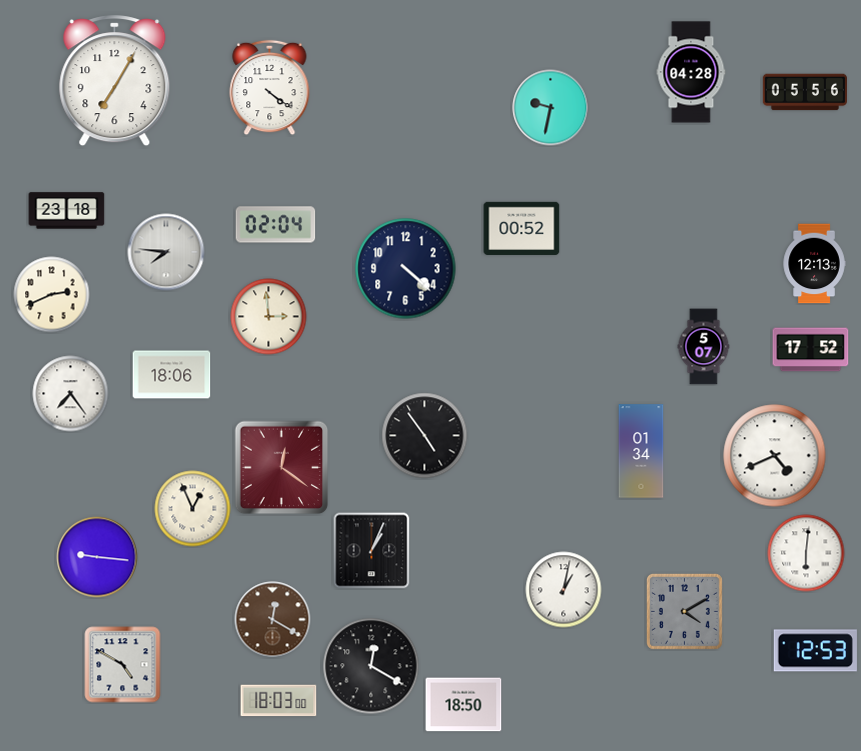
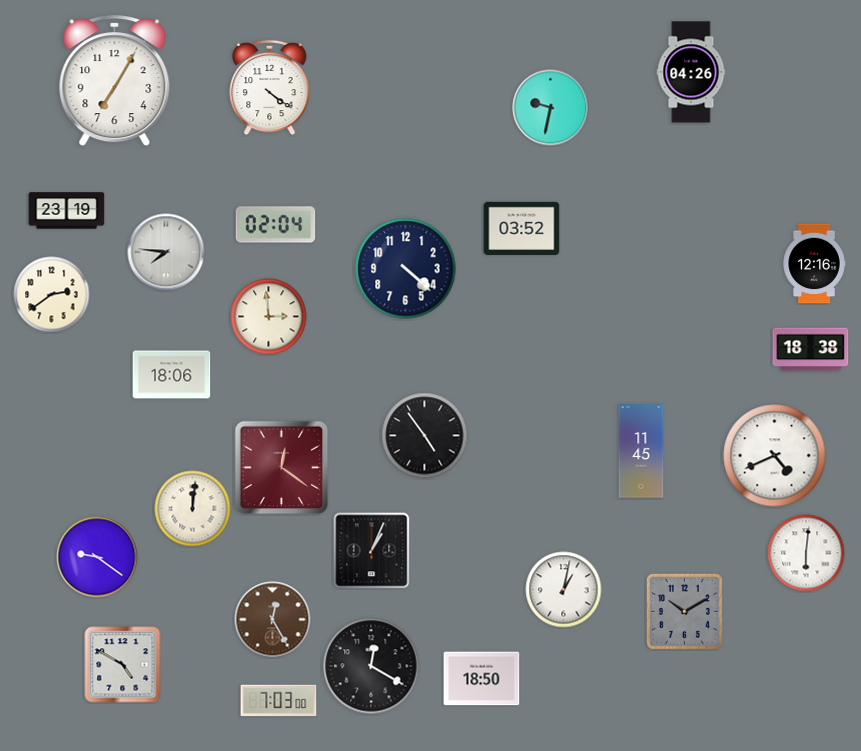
clock at (691, 72): 04:28 -> 04:26
clock at (804, 92): 05:56 -> none
clock at (67, 211): 23:18 -> 23:19
clock at (522, 228): 00:52 -> 03:52
clock at (814, 264): 12:13 -> 12:16
clock at (52, 295): 2:41 -> 2:39
clock at (704, 347): 5:07 -> none
clock at (811, 350): 17:52 -> 18:38
clock at (71, 394): 7:24 -> none
clock at (641, 451): 01:34 -> 11:45
clock at (193, 509): 12:56 -> 12:01
clock at (97, 557): 9:16 -> 9:21
clock at (684, 611): 4:10 -> 10:10
clock at (273, 620): 12:20 -> 12:25
clock at (815, 651): 12:53 -> none
clock at (279, 701): 18:03 -> 7:03
clock at (464, 705) position: (464, 705) -> (482, 679)
